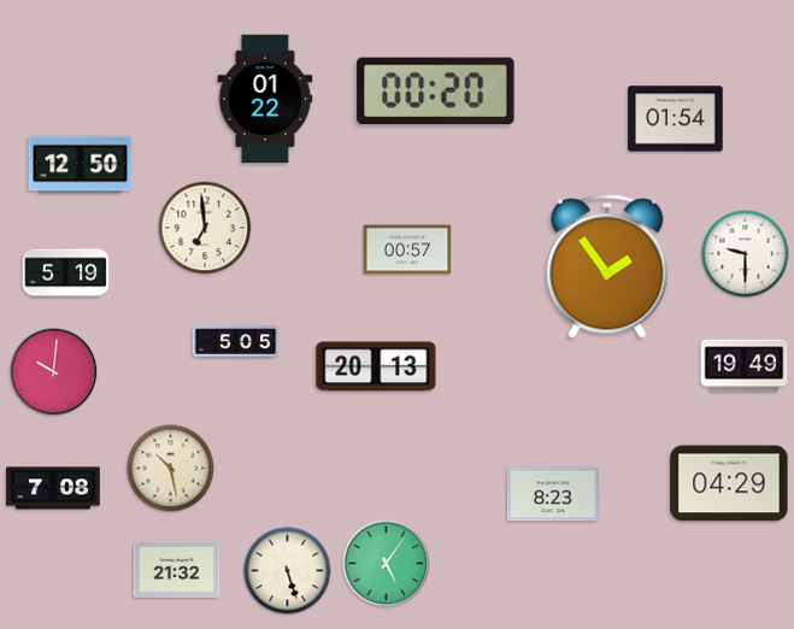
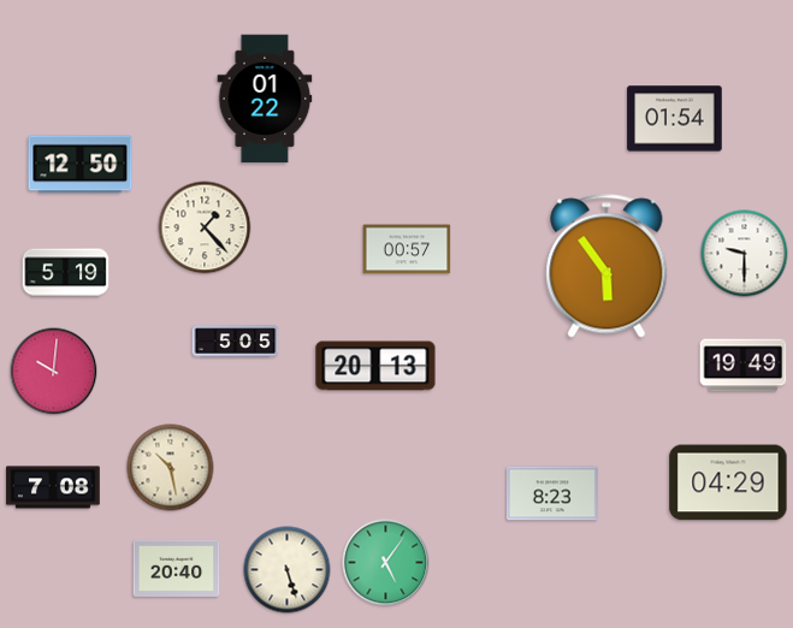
clock at (436, 92): 00:20 -> none
clock at (205, 228): 6:59 -> 1:23
clock at (607, 266): 1:54 -> 5:54
clock at (177, 569): 21:32 -> 20:40
